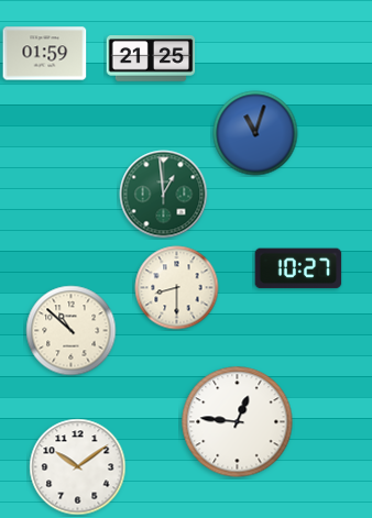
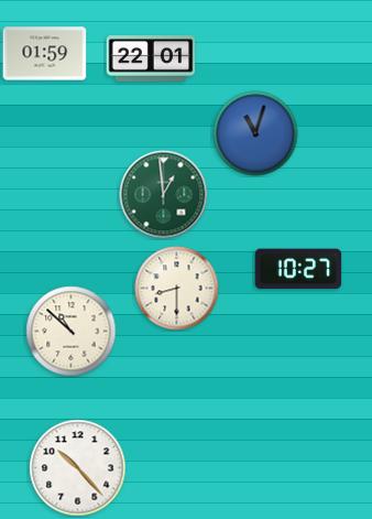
clock at (151, 58): 21:25 -> 22:01
clock at (238, 422): 12:46 -> none
clock at (78, 467): 10:09 -> 10:23
